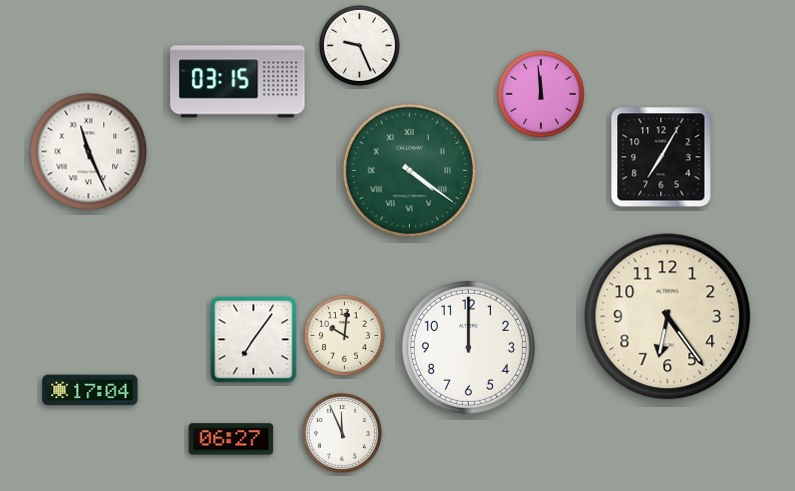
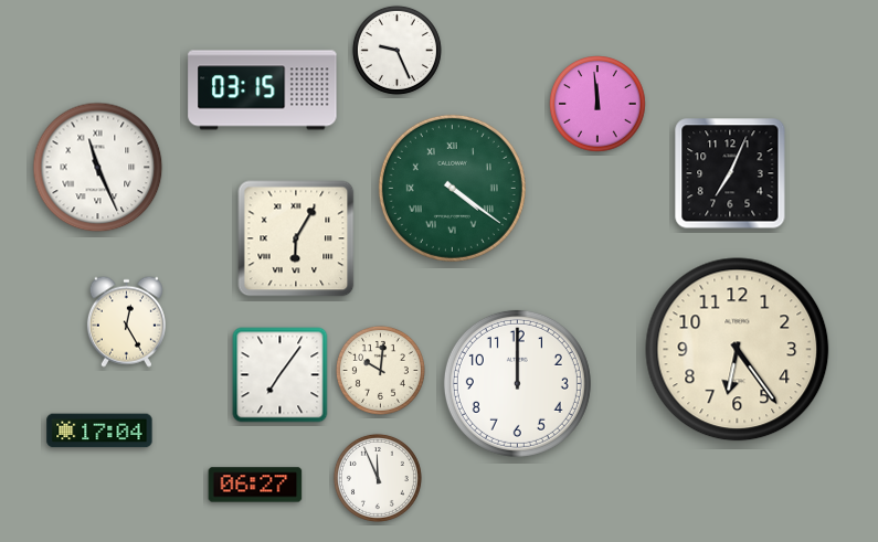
clock at (661, 157): 7:05 -> 7:04
clock at (296, 238): none -> 6:05
clock at (126, 321): none -> 12:25
